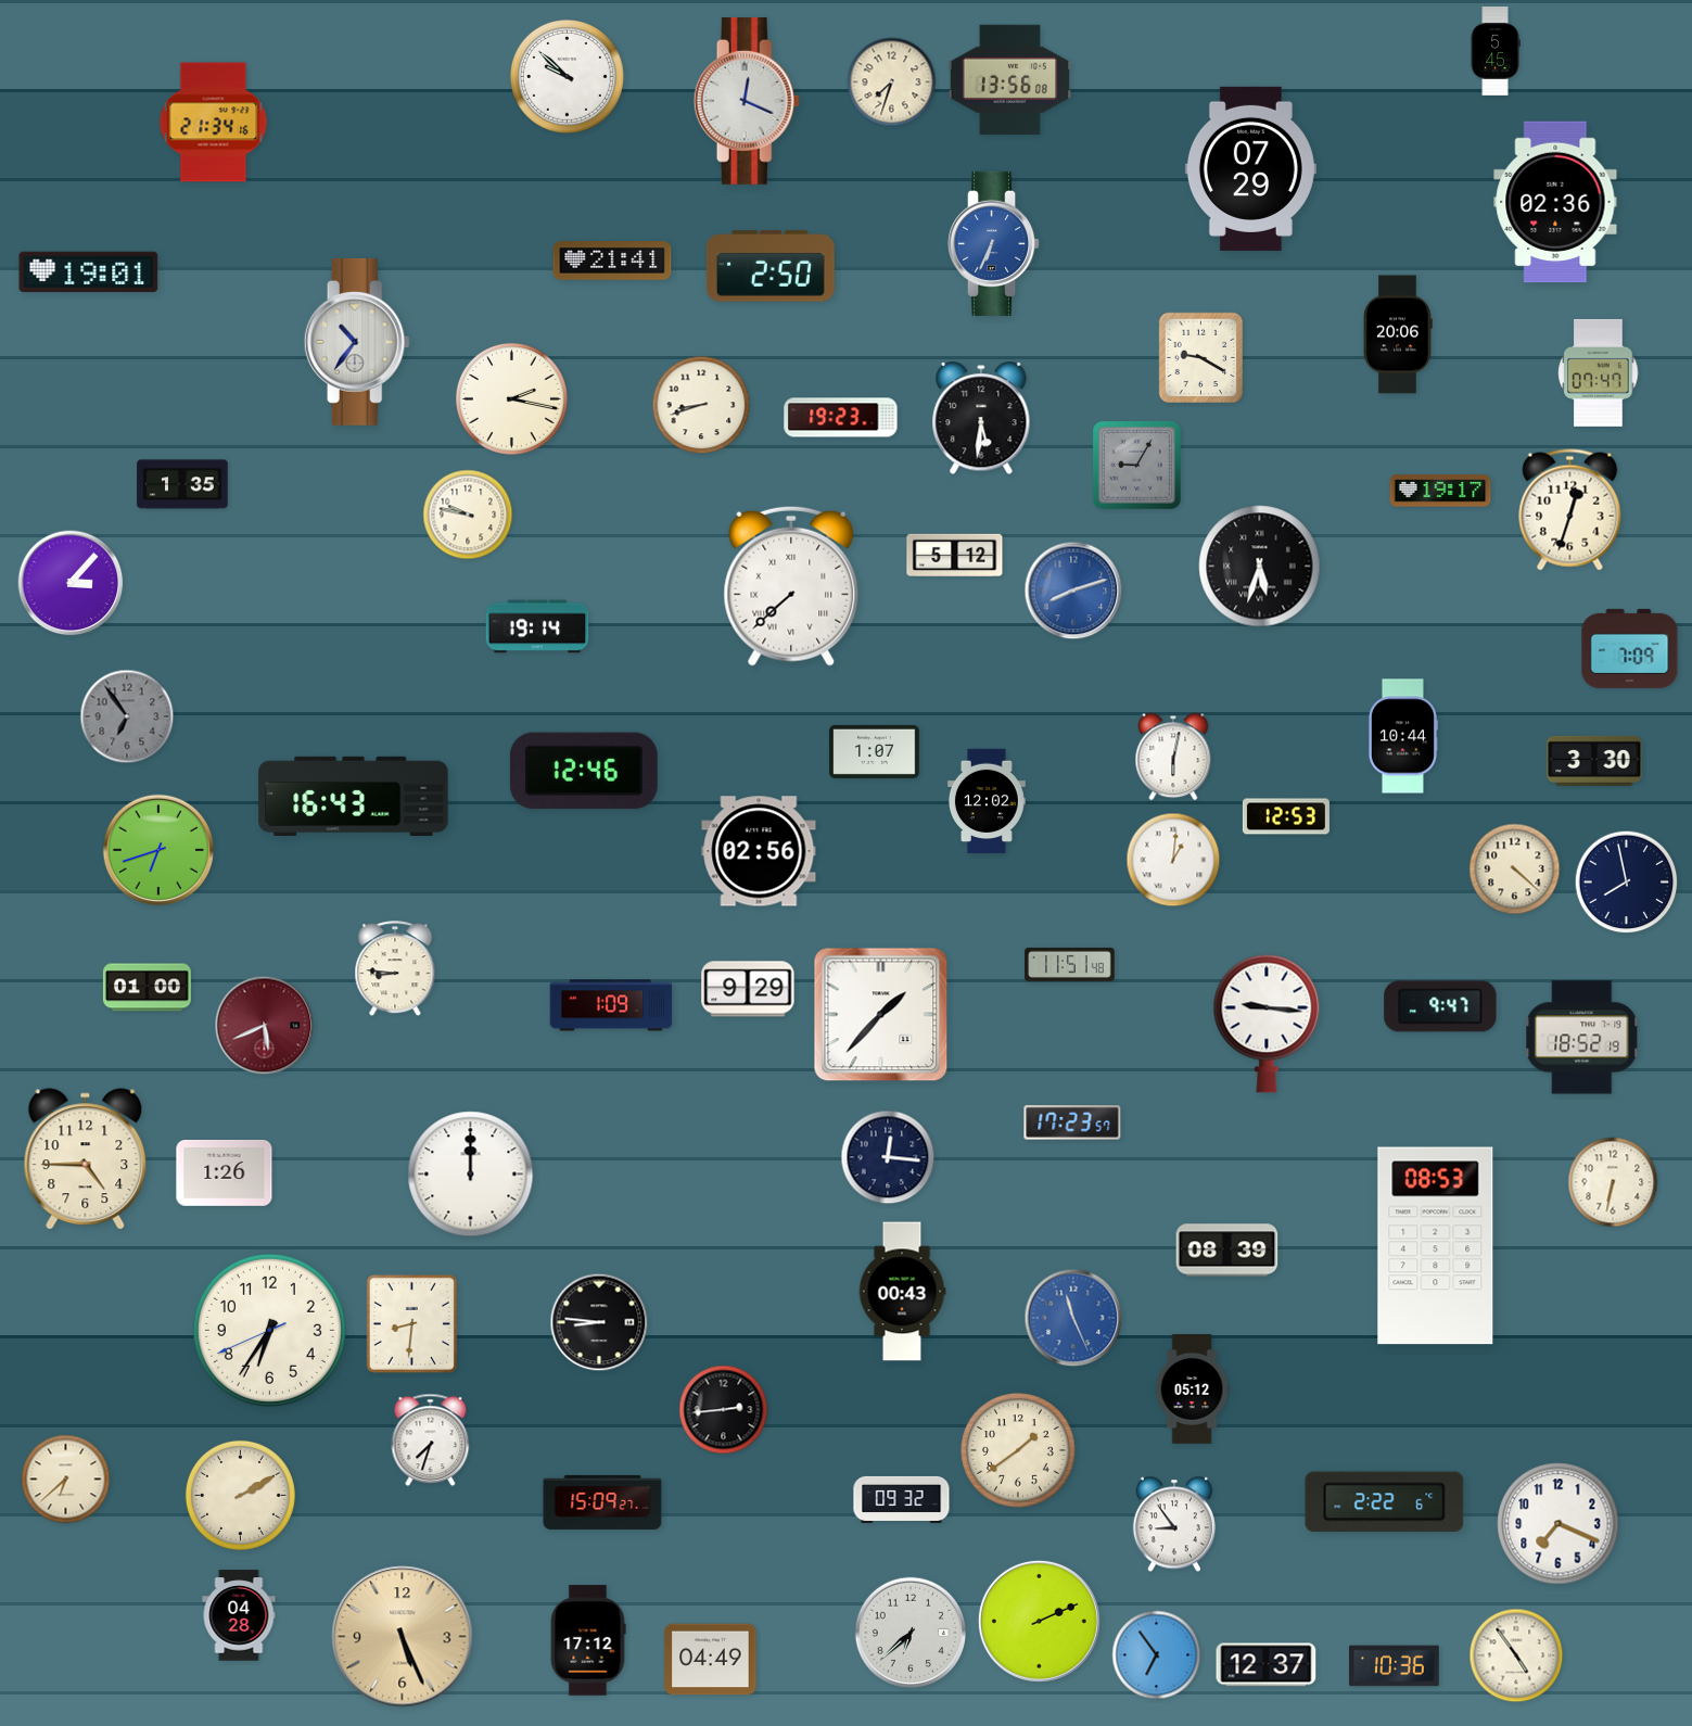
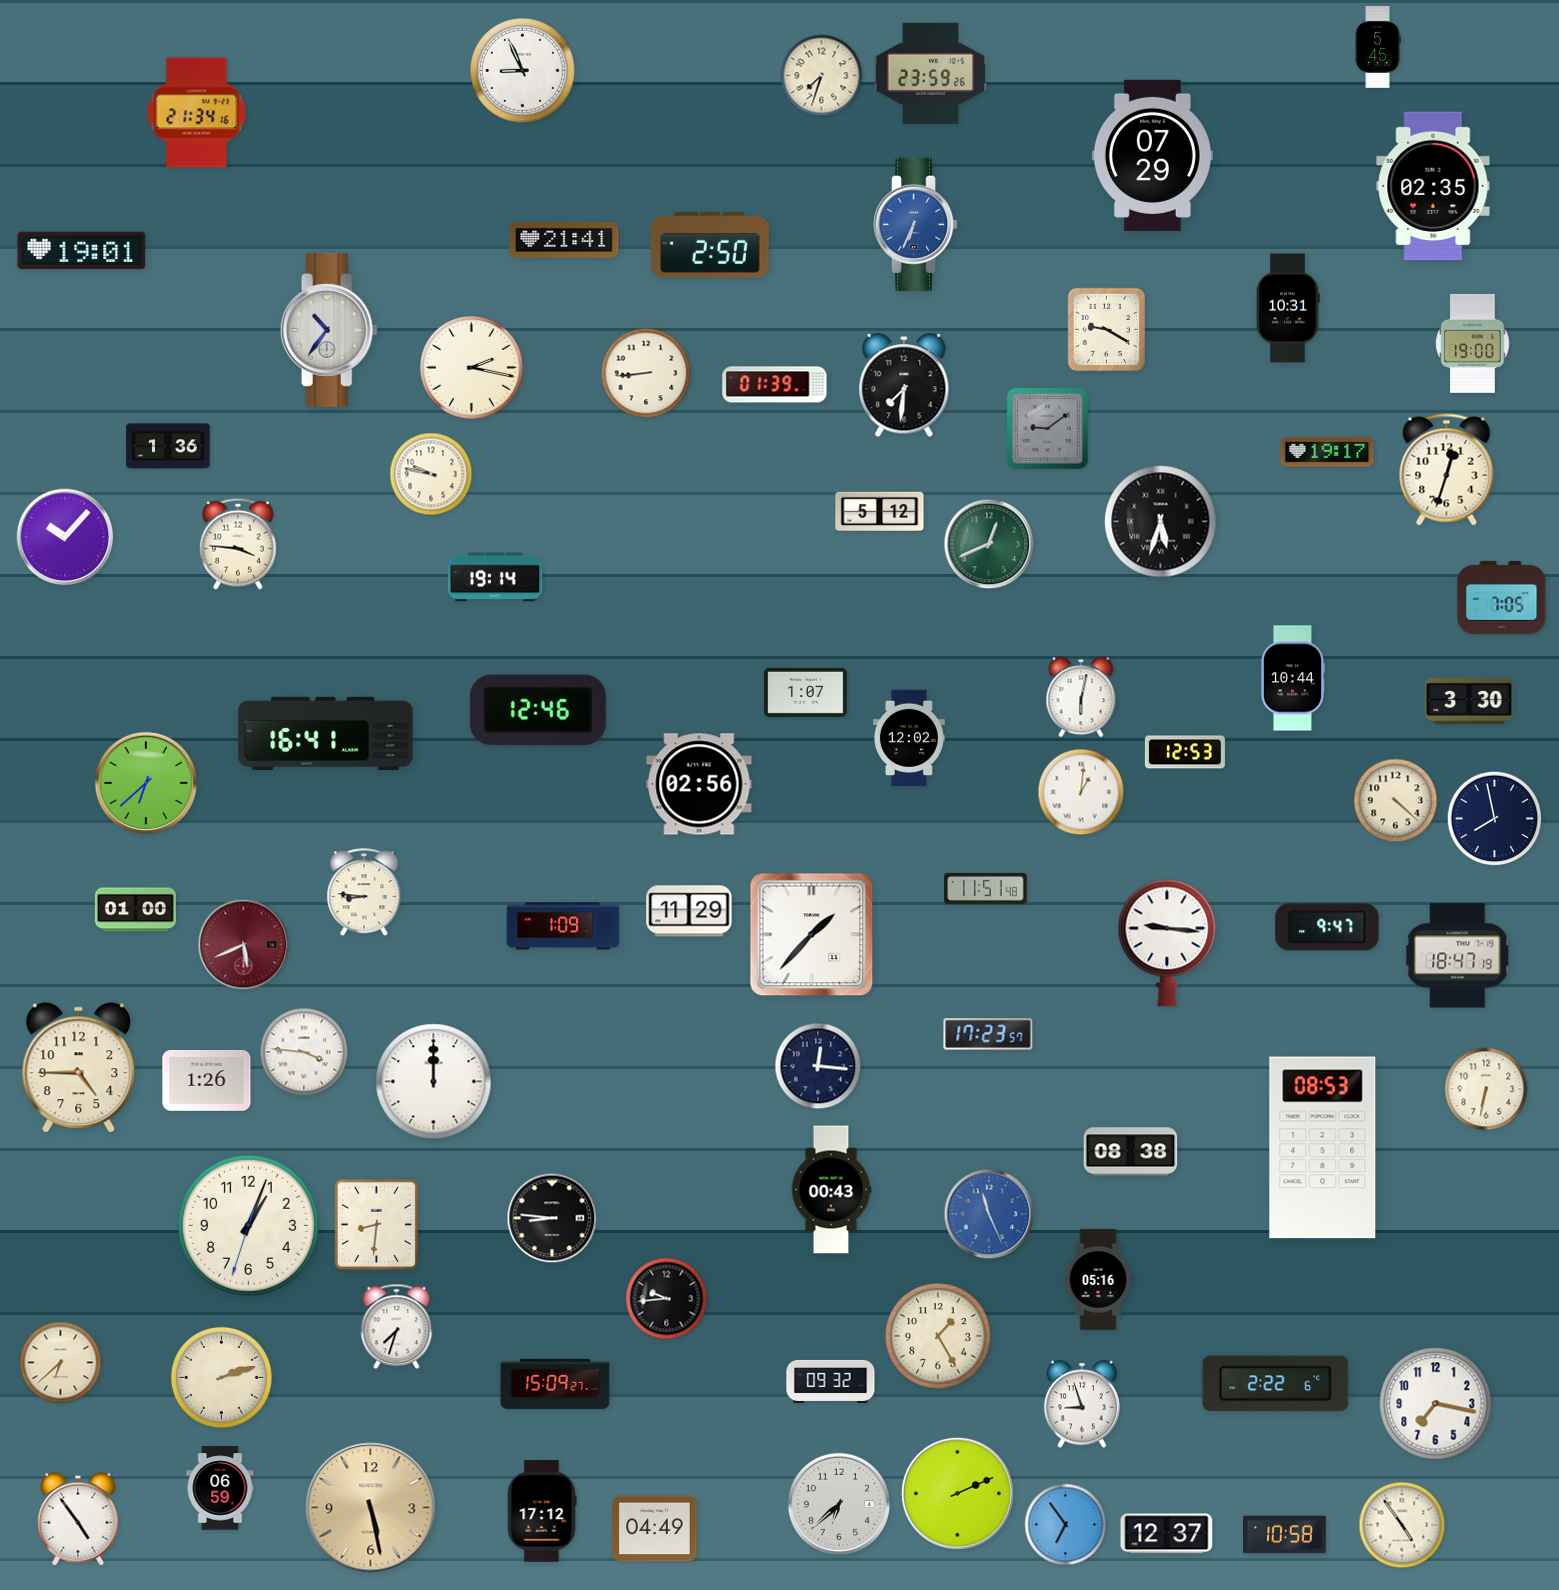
clock at (567, 76): 9:52 -> 8:56
clock at (1010, 79): 13:56 -> 23:59
clock at (747, 101): 12:19 -> none
clock at (1555, 202): 02:36 -> 02:35
clock at (1398, 334): 20:06 -> 10:31
clock at (357, 342) position: (357, 342) -> (329, 330)
clock at (1599, 372): 07:47 -> 19:00
clock at (701, 405): 8:42 -> 8:44
clock at (841, 418): 19:23 -> 01:39
clock at (981, 419): 5:31 -> 7:31
clock at (1136, 465): 9:05 -> 9:09
clock at (182, 484): 1:35 -> 1:36
clock at (71, 583): 3:07 -> 10:07
clock at (791, 586): 7:38 -> none
clock at (239, 544): none -> 3:46
clock at (1073, 591): 8:12 -> 12:41
clock at (1073, 591) dial: blue -> green
clock at (1630, 648): 7:09 -> 7:05
clock at (127, 716): 6:54 -> none
clock at (354, 796): 16:43 -> 16:41
clock at (157, 849): 6:42 -> 6:38
clock at (1627, 883) position: (1627, 883) -> (1495, 819)
clock at (748, 989): 9:29 -> 11:29
clock at (1582, 1038): 18:52 -> 18:47
clock at (304, 1052): none -> 3:46
clock at (1227, 1251): 08:39 -> 08:38
clock at (411, 1323) position: (411, 1323) -> (376, 1224)
clock at (269, 1330): 6:35 -> 1:03
clock at (1192, 1389): 05:12 -> 05:16
clock at (724, 1410): 2:44 -> 9:44
clock at (1019, 1451): 1:39 -> 1:25
clock at (240, 1495): 2:10 -> 2:12
clock at (1174, 1524): 8:54 -> 8:57
clock at (1559, 1524): 7:19 -> 7:17
clock at (239, 1615): 04:28 -> 06:59
clock at (403, 1637): 5:26 -> 5:28
clock at (78, 1519): none -> 4:54
clock at (1516, 1655) position: (1516, 1655) -> (1402, 1525)
clock at (1395, 1666): 10:36 -> 10:58
